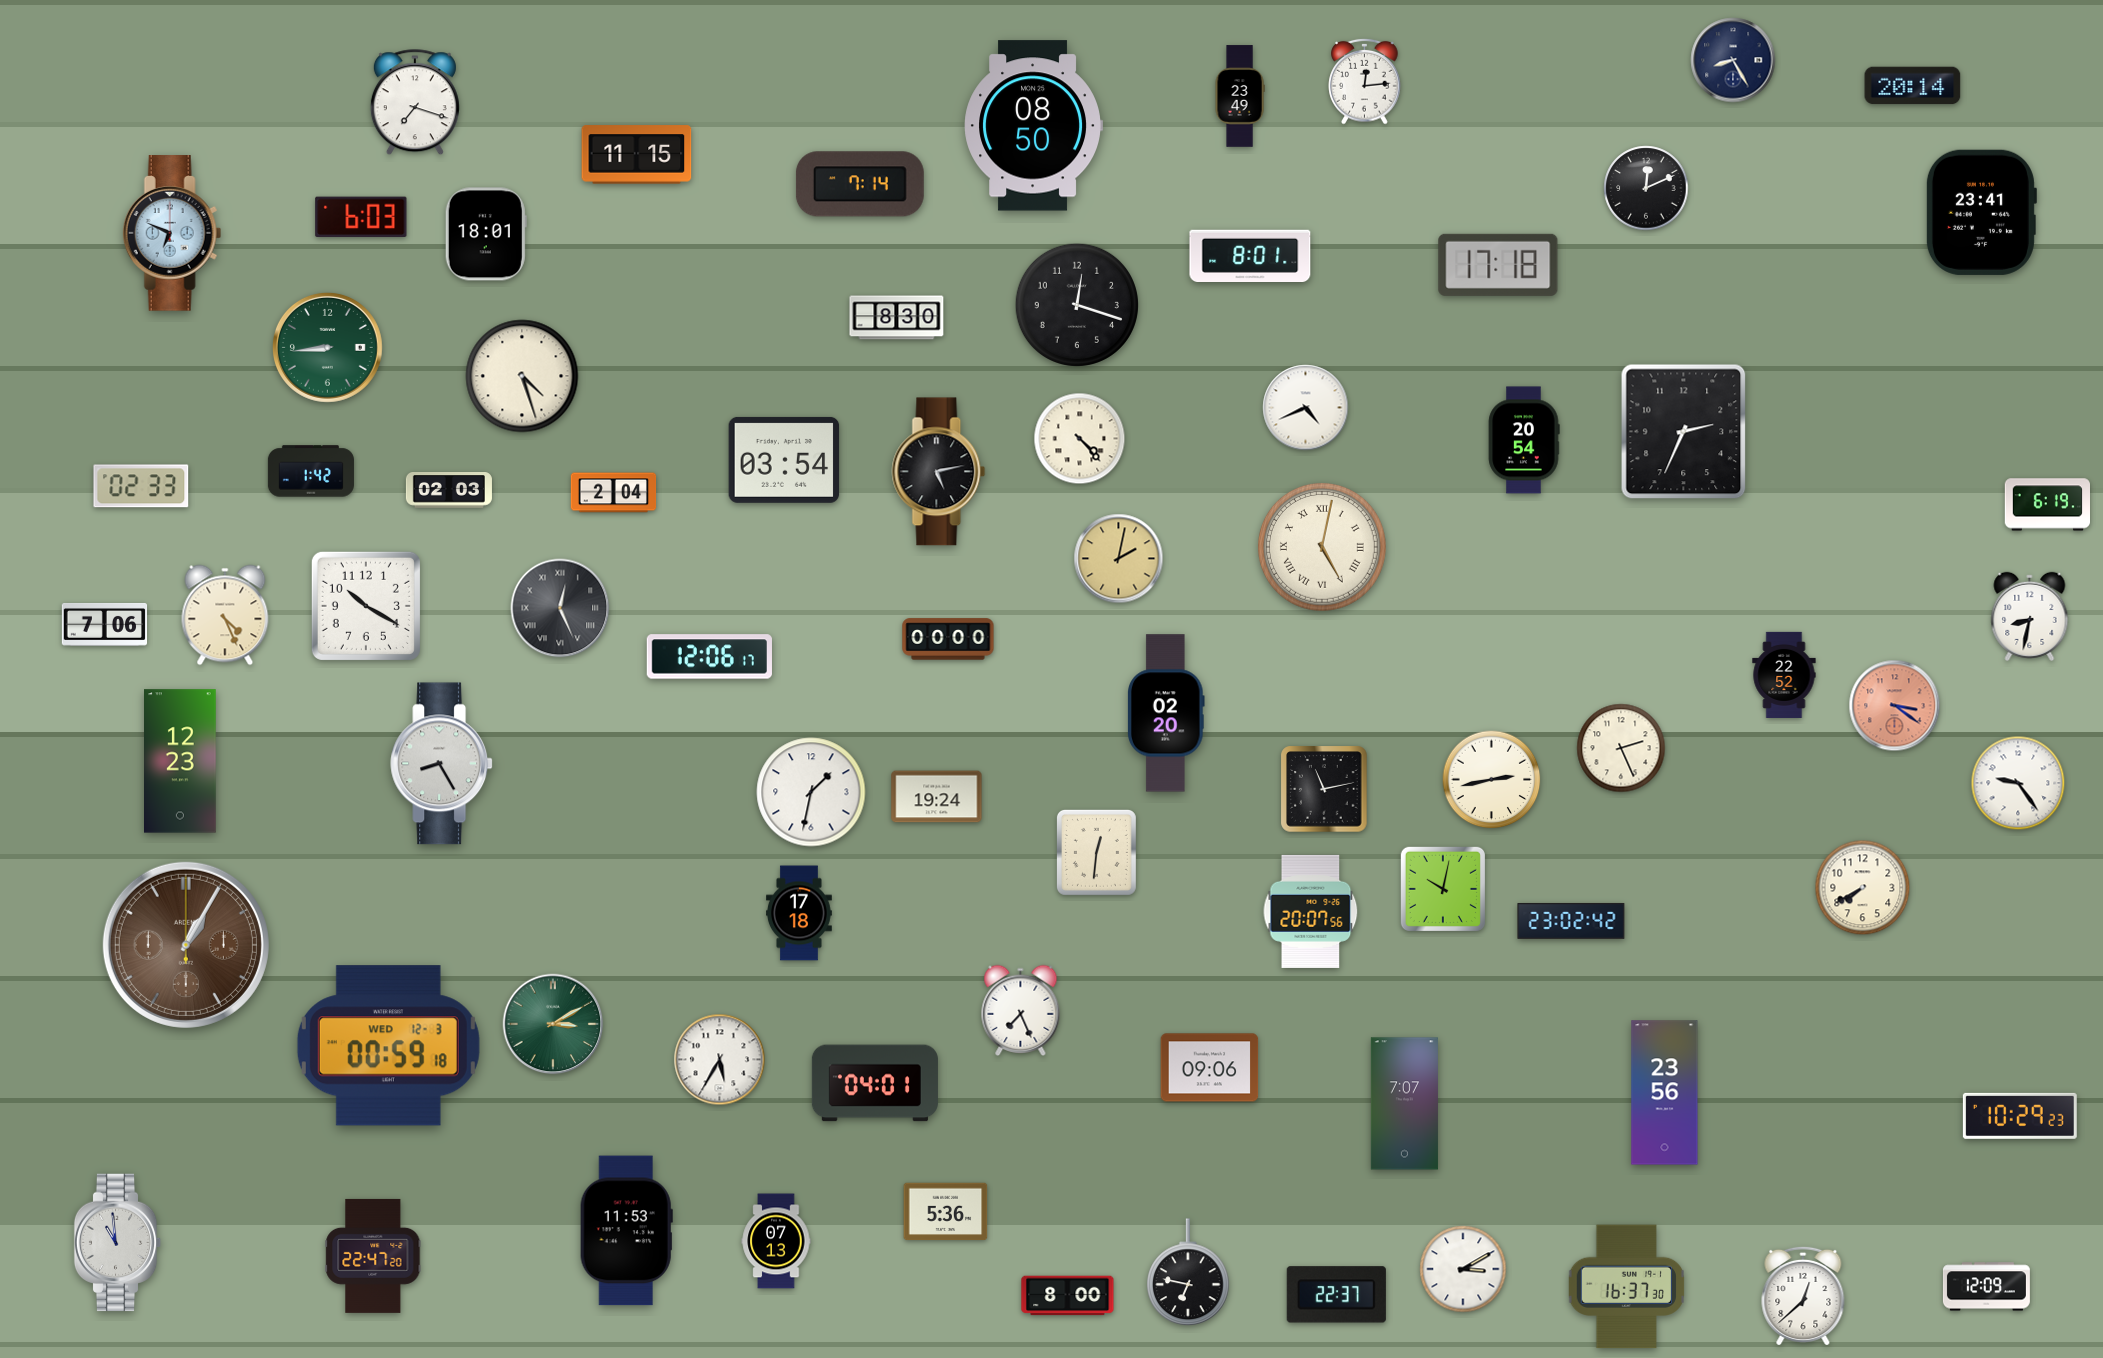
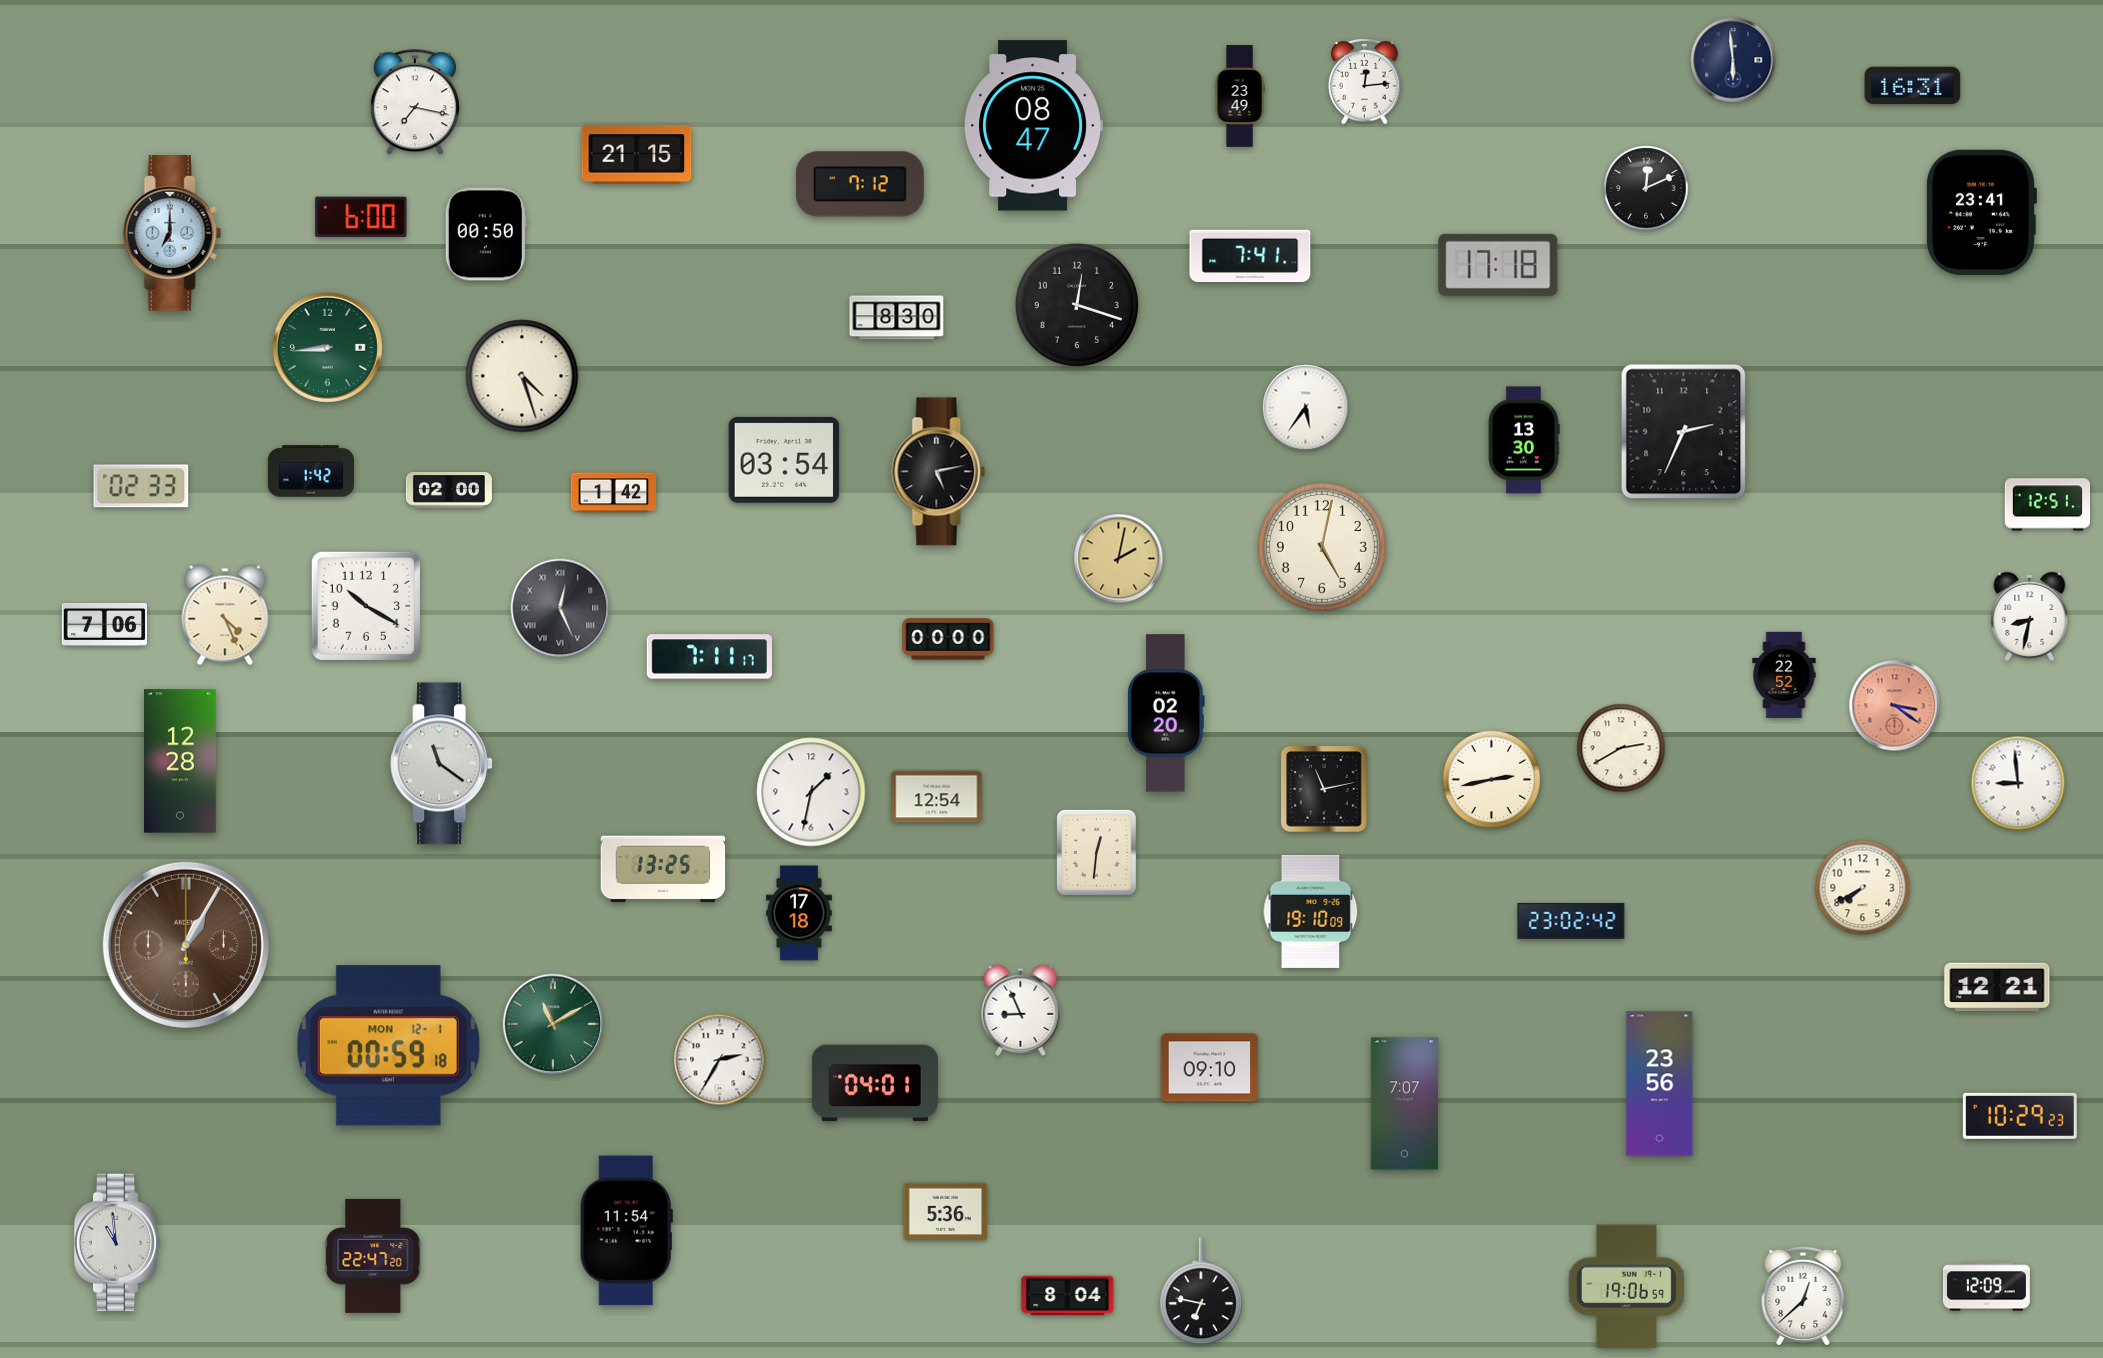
clock at (1733, 60): 8:25 -> 5:59
clock at (1913, 86): 20:14 -> 16:31
clock at (415, 103): 7:18 -> 7:17
clock at (1033, 126): 08:50 -> 08:47
clock at (637, 155): 11:15 -> 21:15
clock at (860, 184): 7:14 -> 7:12
clock at (361, 216): 6:03 -> 6:00
clock at (172, 233): 6:49 -> 7:00
clock at (486, 234): 18:01 -> 00:50
clock at (1250, 255): 8:01 -> 7:41
clock at (1306, 408): 4:41 -> 5:36
clock at (1080, 439): 4:23 -> none
clock at (1524, 440): 20:54 -> 13:30
clock at (449, 490): 02:03 -> 02:00
clock at (614, 493): 2:04 -> 1:42
clock at (2047, 505): 6:19 -> 12:51
clock at (1322, 547) numerals: Roman -> Arabic
clock at (709, 657): 12:06 -> 7:11
clock at (1621, 748): 2:26 -> 2:40
clock at (180, 761): 12:23 -> 12:28
clock at (442, 764): 8:25 -> 11:21
clock at (2018, 783): 9:24 -> 8:59
clock at (937, 797): 19:24 -> 12:54
clock at (663, 869): none -> 13:25
clock at (1443, 889): 10:02 -> none
clock at (1311, 911): 20:07 -> 19:10
clock at (1997, 987): none -> 12:21
clock at (1021, 1010): 7:26 -> 8:56
clock at (553, 1024): 3:10 -> 11:10
clock at (388, 1046) date: WED 12-3 -> MON 12-1
clock at (720, 1060): 5:35 -> 2:35
clock at (1210, 1068): 09:06 -> 09:10
clock at (1665, 1093) position: (1665, 1093) -> (1660, 1084)
clock at (626, 1231): 11:53 -> 11:54
clock at (776, 1241): 07:13 -> none
clock at (1463, 1269): 3:10 -> none
clock at (1188, 1273) position: (1188, 1273) -> (1201, 1292)
clock at (1626, 1287): 16:37 -> 19:06
clock at (1336, 1295): 22:37 -> none
clock at (1068, 1296): 8:00 -> 8:04
